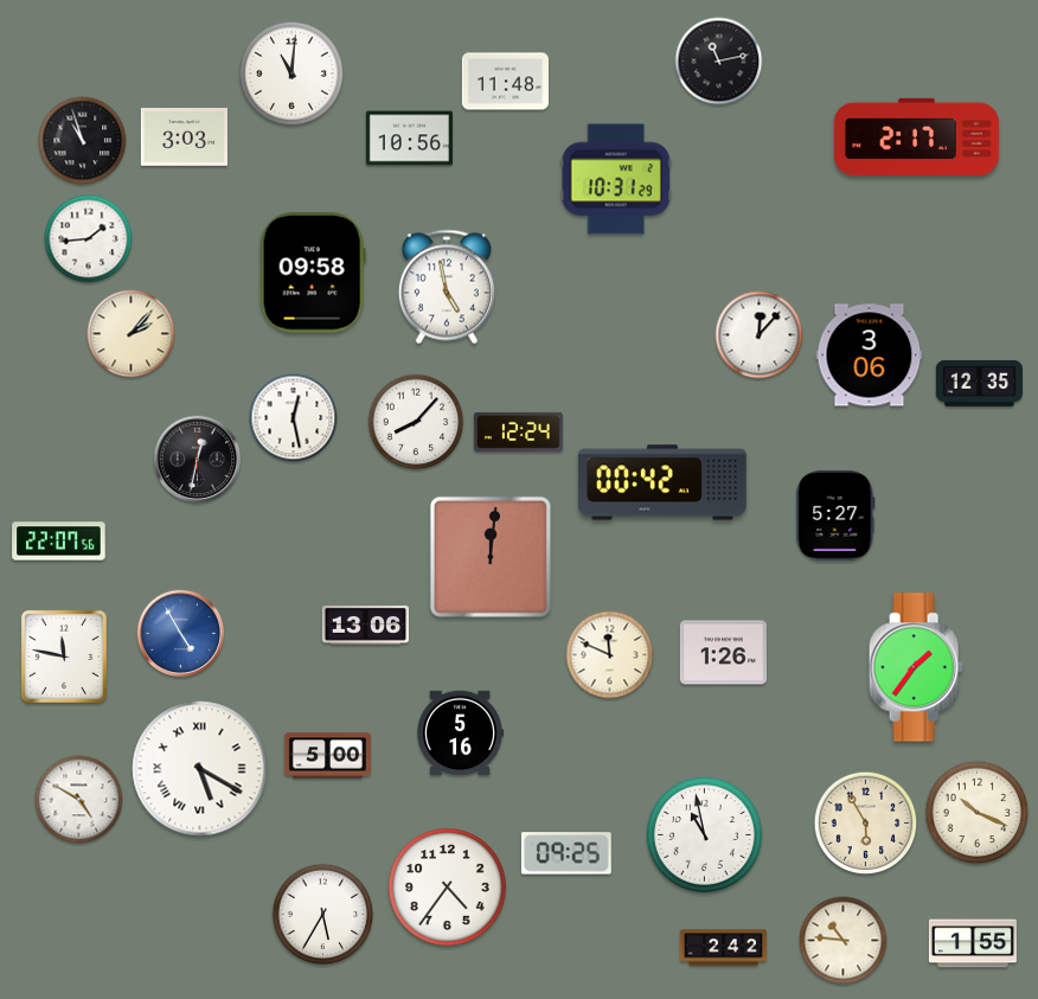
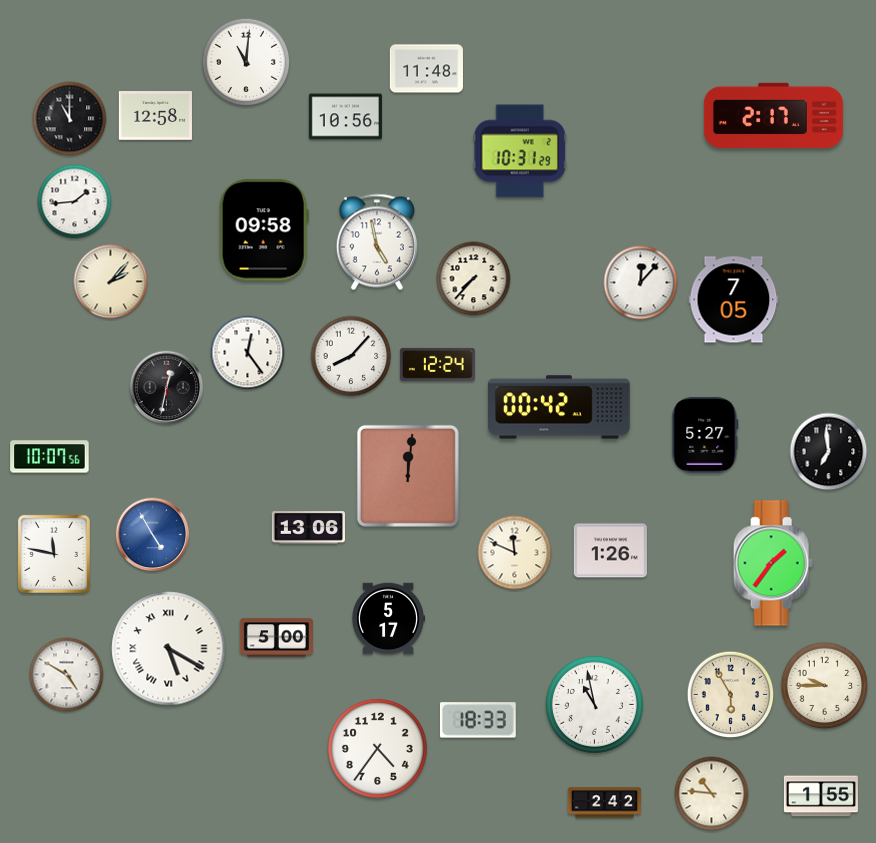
clock at (719, 62): 11:13 -> none
clock at (184, 137): 3:03 -> 12:58
clock at (83, 141): 10:57 -> 11:00
clock at (474, 279): none -> 7:37
clock at (870, 356): 3:06 -> 7:05
clock at (979, 383): 12:35 -> none
clock at (294, 418): 12:28 -> 12:24
clock at (829, 452): none -> 6:59
clock at (59, 542): 22:07 -> 10:07
clock at (491, 557) position: (491, 557) -> (408, 476)
clock at (460, 734): 5:16 -> 5:17
clock at (978, 813): 10:19 -> 9:45
clock at (566, 853): 09:25 -> 18:33
clock at (323, 915): 5:35 -> none
clock at (723, 948) position: (723, 948) -> (604, 803)
